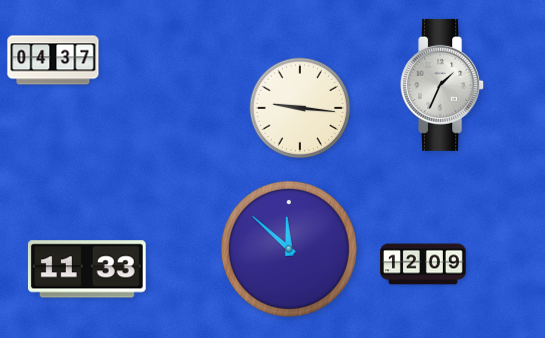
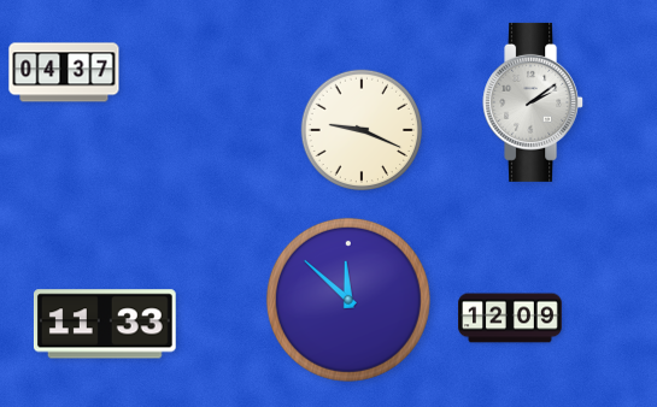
clock at (443, 85): 1:34 -> 2:09
clock at (300, 108): 9:16 -> 9:19
